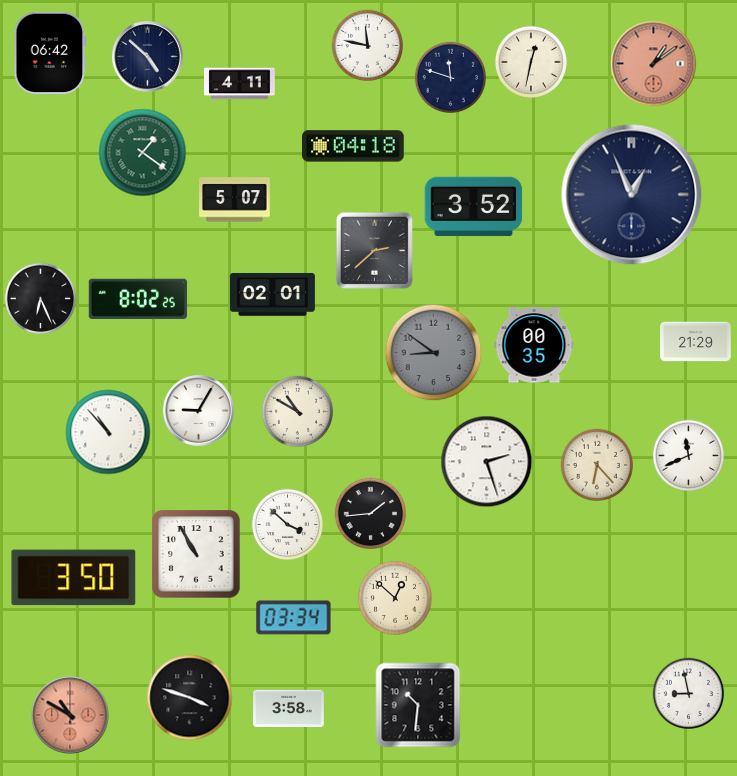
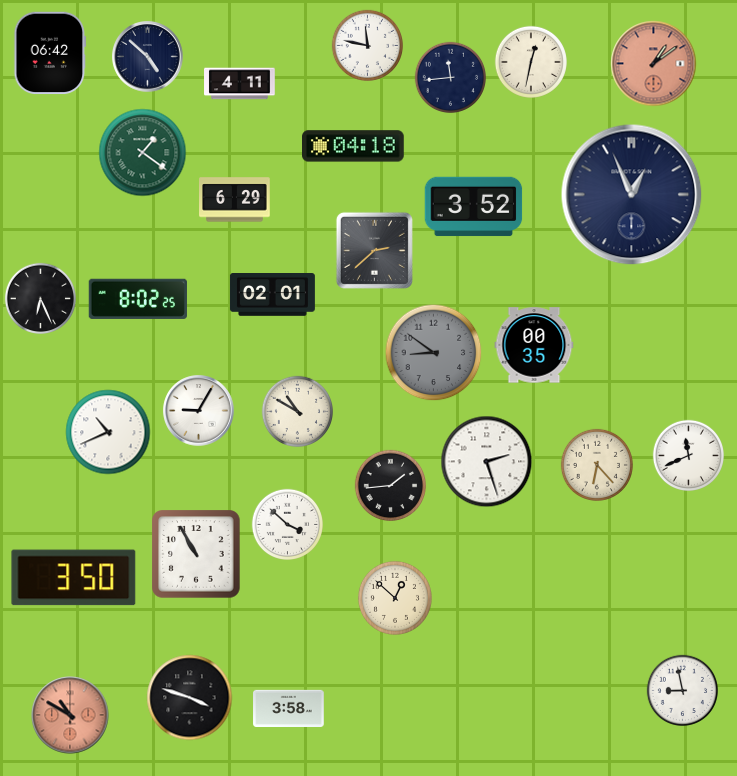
clock at (451, 78): 11:48 -> 11:44
clock at (235, 200): 5:07 -> 6:29
clock at (696, 342): 21:29 -> none
clock at (108, 432): 10:53 -> 10:41
clock at (371, 514) position: (371, 514) -> (391, 486)
clock at (294, 618): 03:34 -> none
clock at (689, 694) position: (689, 694) -> (683, 691)
clock at (418, 705): 10:31 -> none
